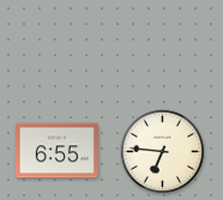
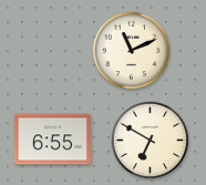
clock at (132, 51): none -> 11:11
clock at (163, 152): 6:46 -> 6:50
